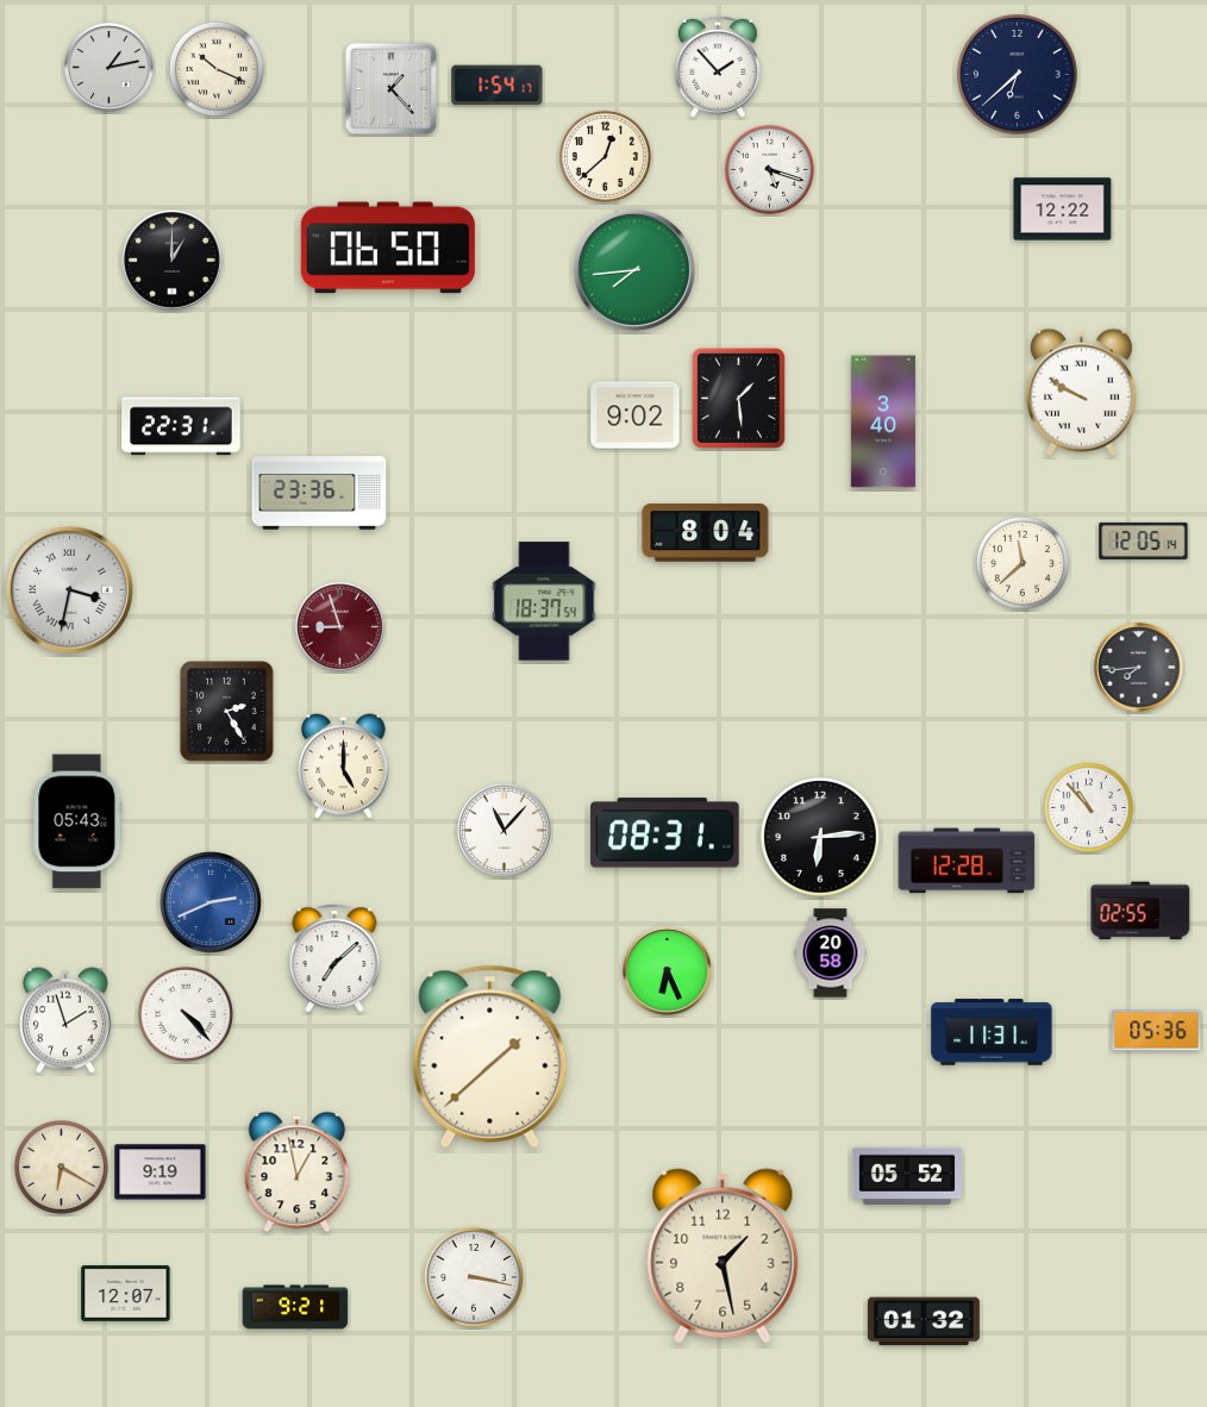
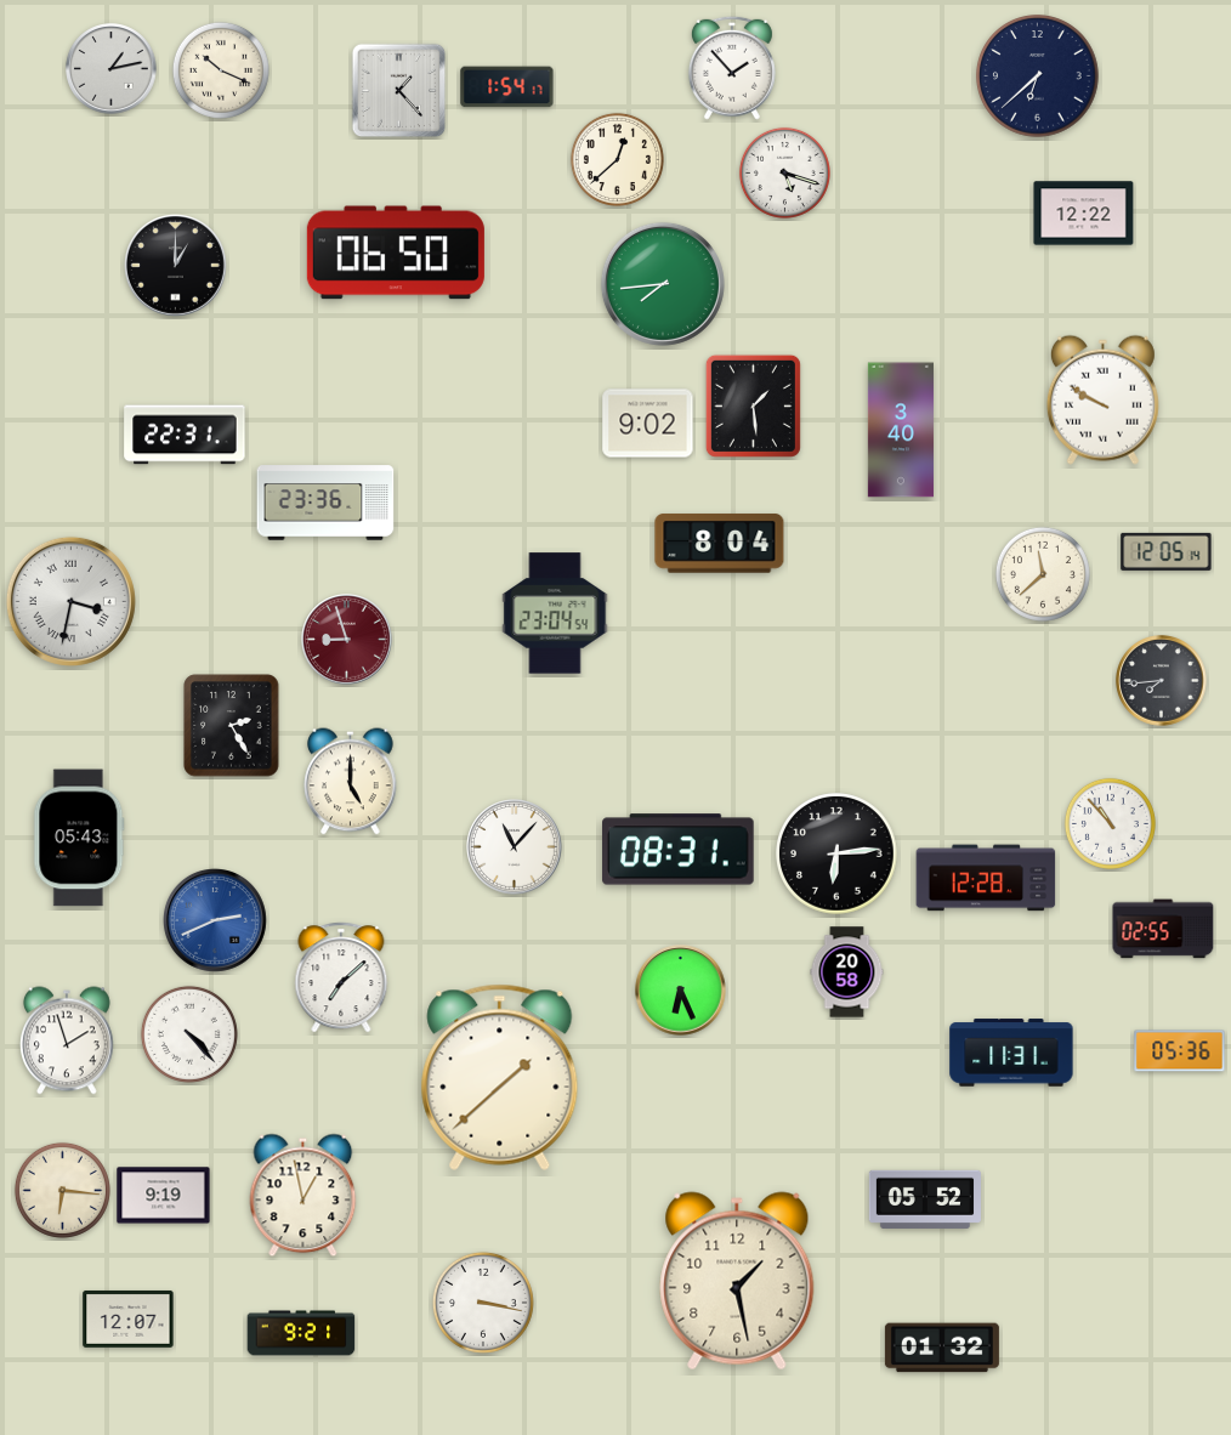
clock at (634, 270) position: (634, 270) -> (663, 284)
clock at (544, 601): 18:37 -> 23:04
clock at (61, 1167): 6:20 -> 6:16
